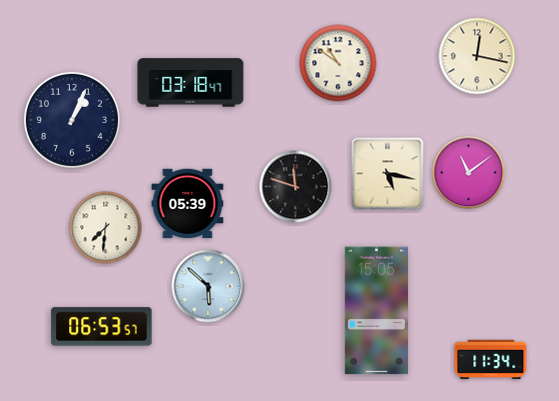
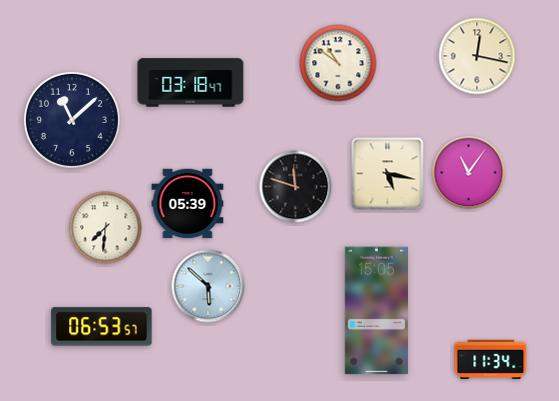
clock at (72, 120): 1:04 -> 11:08
clock at (469, 173): 11:09 -> 11:06
